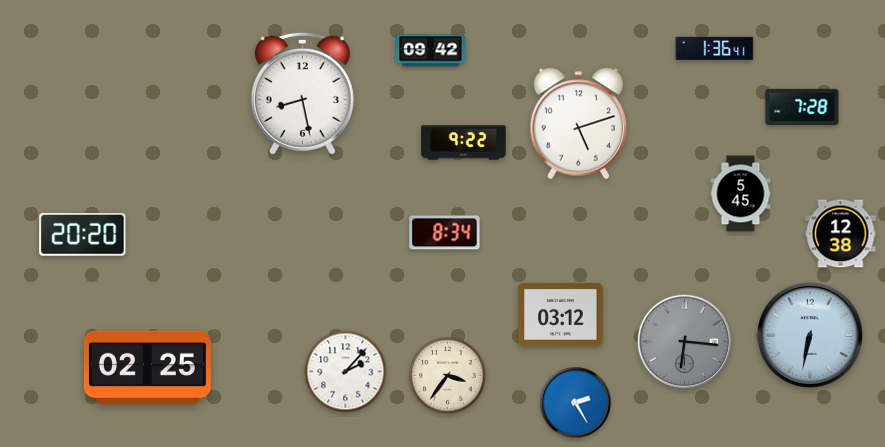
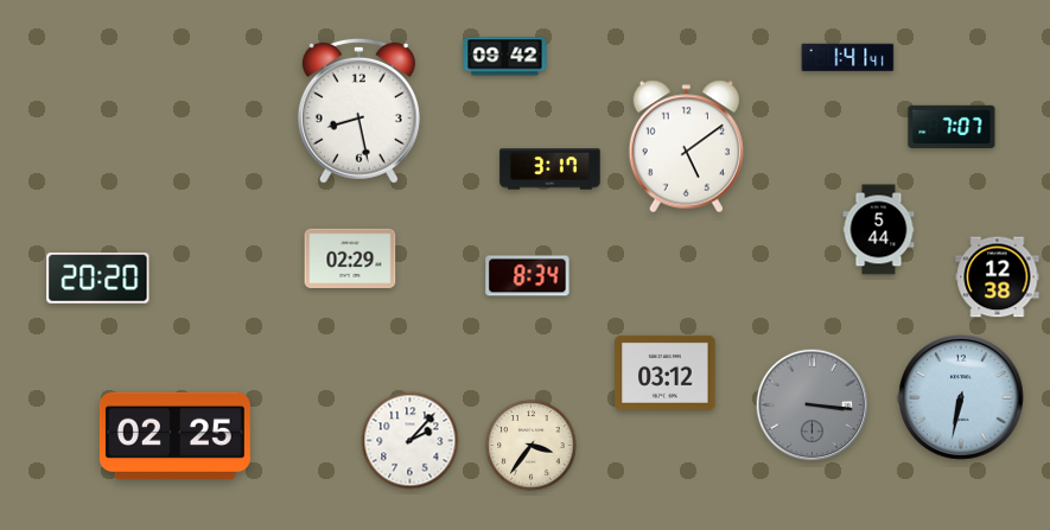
clock at (715, 48): 1:36 -> 1:41
clock at (431, 51) position: (431, 51) -> (505, 57)
clock at (802, 107): 7:28 -> 7:07
clock at (578, 124): 5:12 -> 5:09
clock at (464, 143): 9:22 -> 3:17
clock at (741, 194): 5:45 -> 5:44
clock at (350, 257): none -> 02:29
clock at (685, 342): 6:16 -> 3:16
clock at (576, 403): 2:25 -> none
